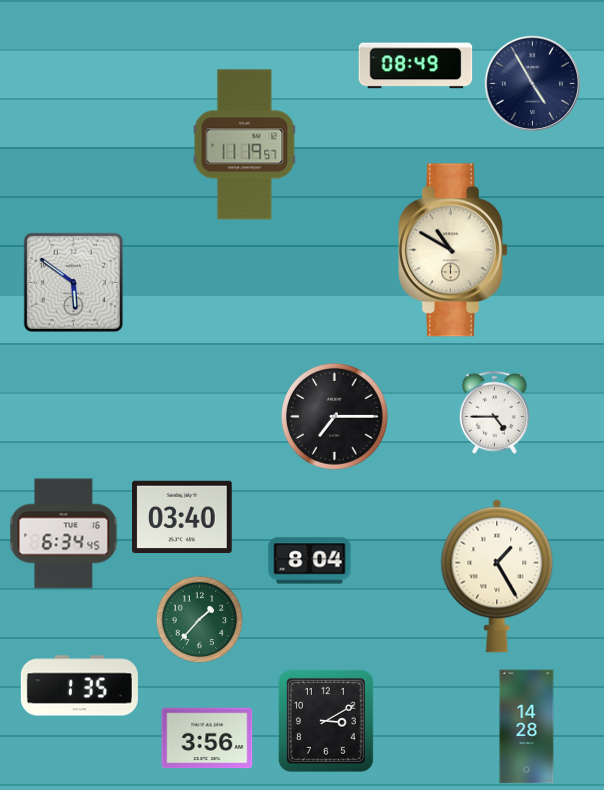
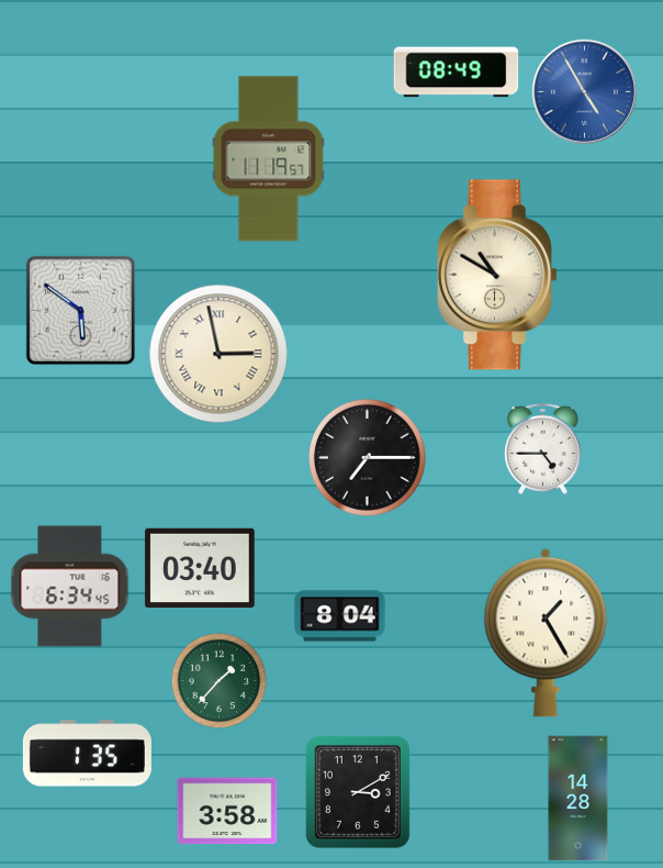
clock at (532, 83) dial: navy -> blue
clock at (218, 354): none -> 2:58
clock at (494, 412) position: (494, 412) -> (542, 448)
clock at (207, 738): 3:56 -> 3:58
